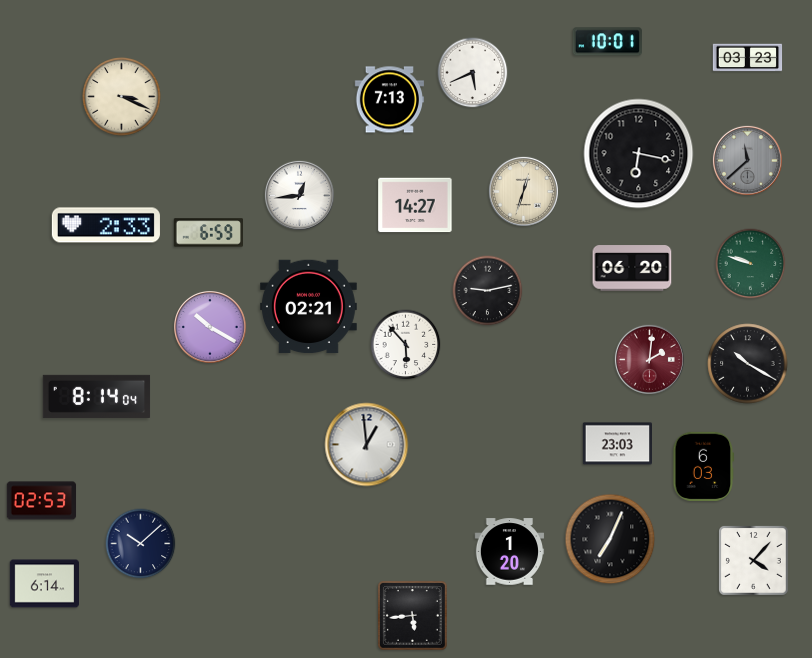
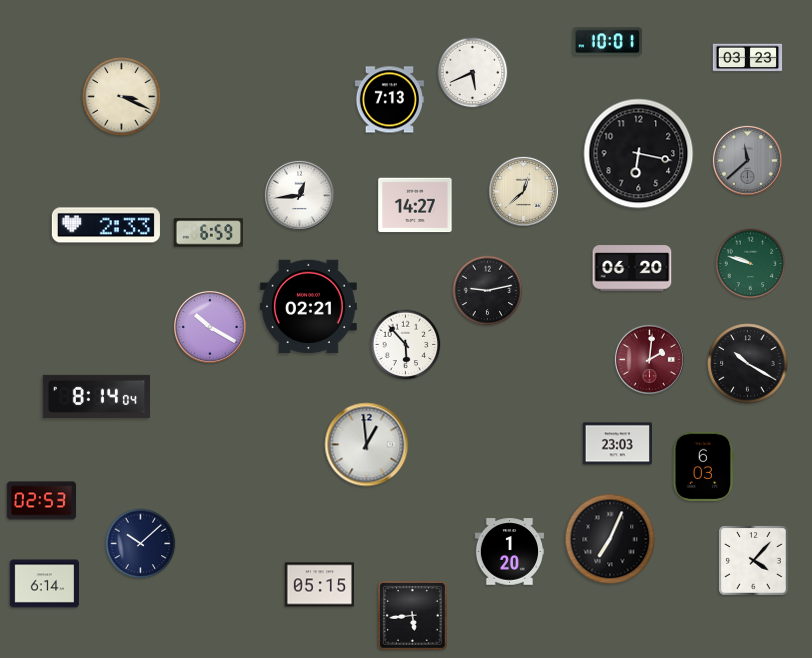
clock at (523, 191): 12:33 -> 12:38
clock at (319, 585): none -> 05:15
